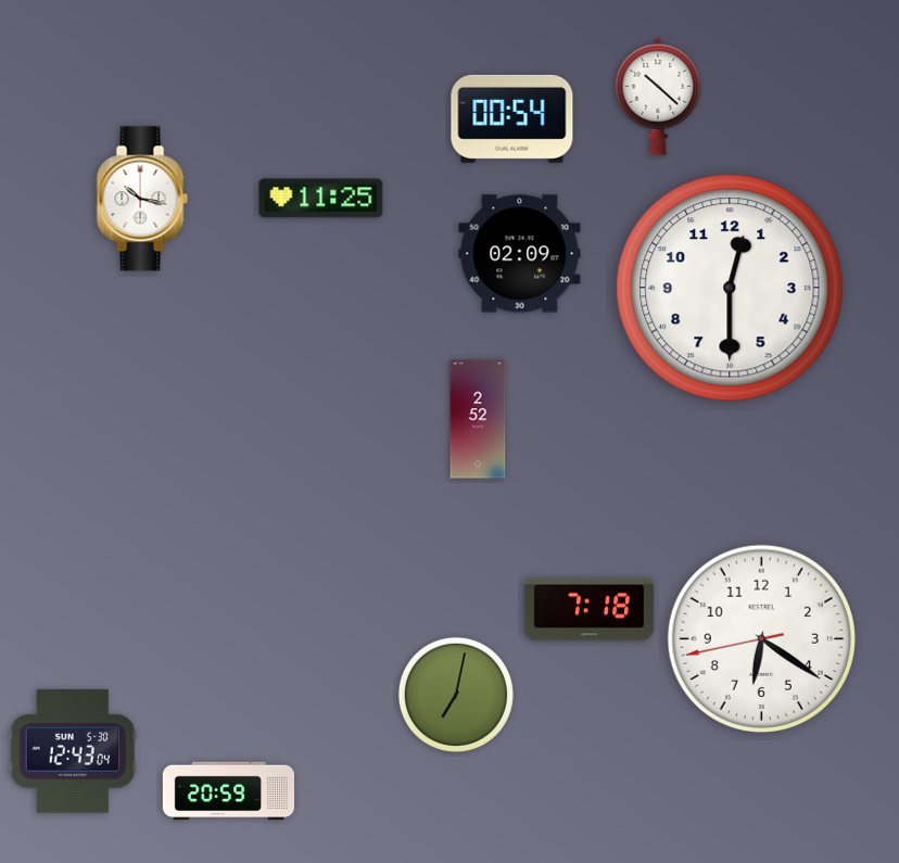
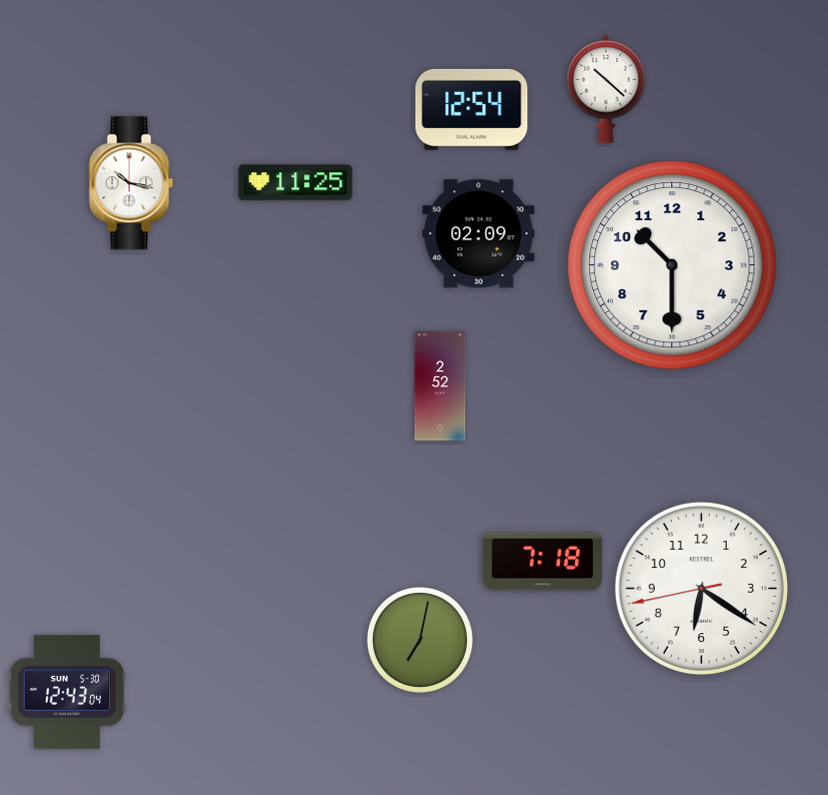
clock at (512, 118): 00:54 -> 12:54
clock at (730, 288): 12:30 -> 10:30
clock at (228, 791): 20:59 -> none
